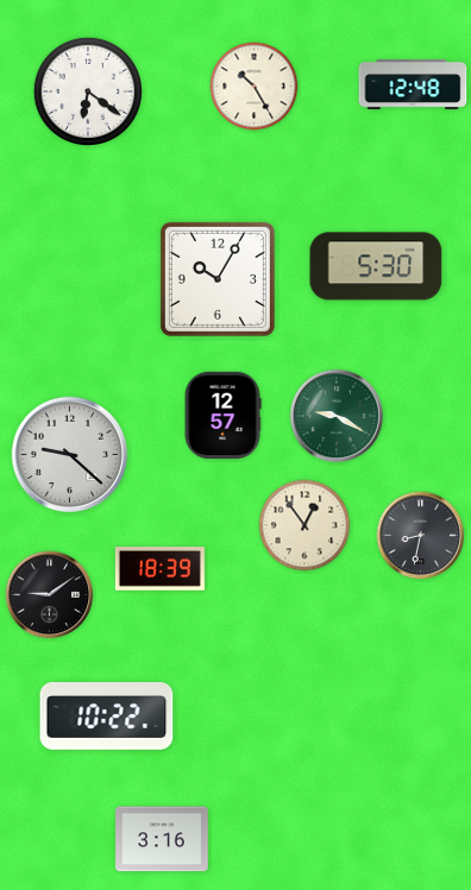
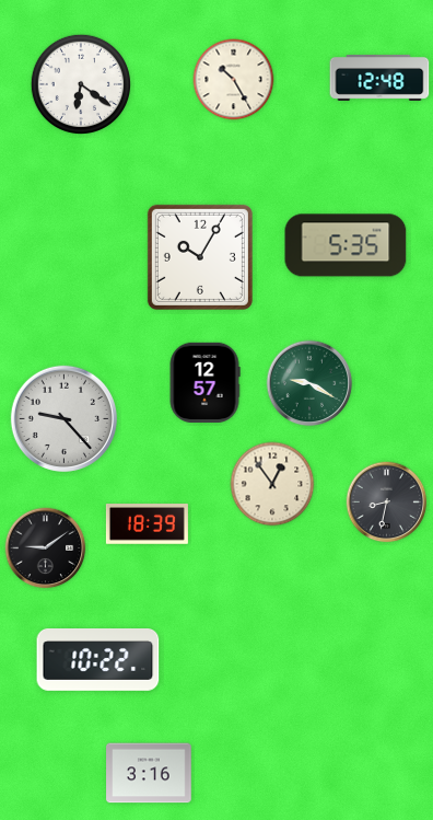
clock at (376, 266): 5:30 -> 5:35
clock at (69, 454): 9:22 -> 9:23
clock at (304, 525) position: (304, 525) -> (272, 484)
clock at (421, 536) position: (421, 536) -> (387, 503)
